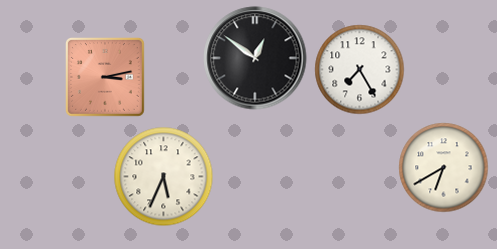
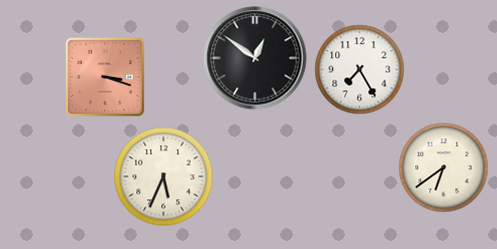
clock at (106, 78): 3:13 -> 3:18
clock at (444, 168): 6:40 -> 6:39
